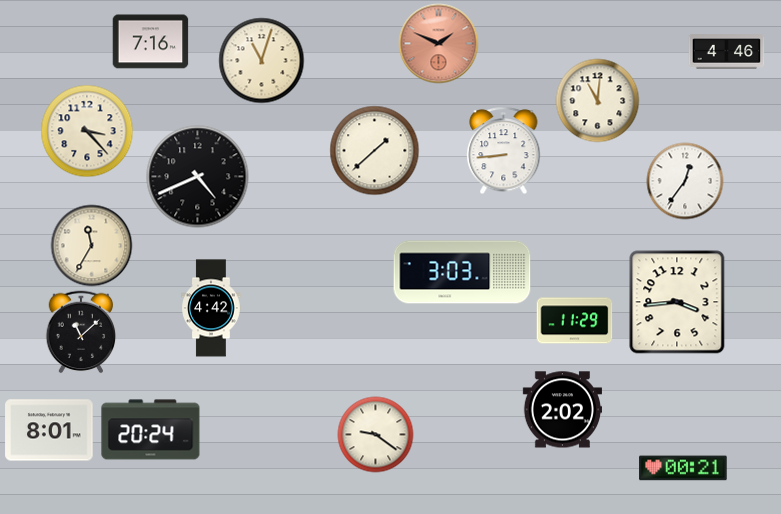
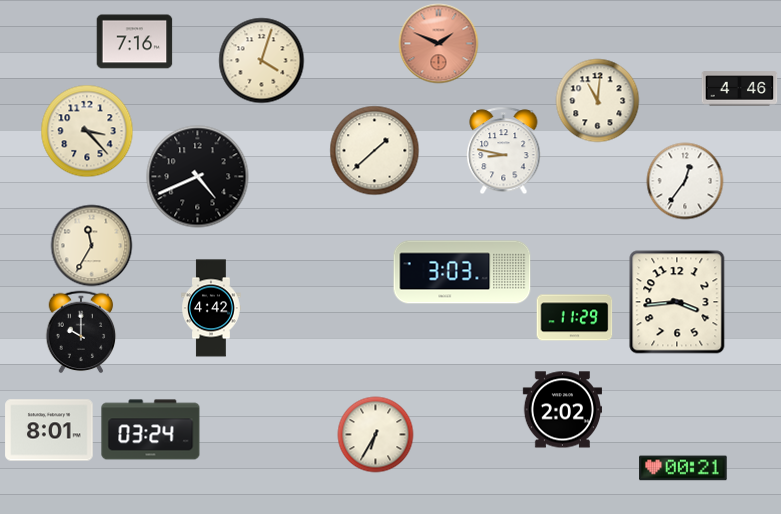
clock at (151, 42) position: (151, 42) -> (135, 42)
clock at (727, 52) position: (727, 52) -> (740, 89)
clock at (262, 61): 11:03 -> 4:03
clock at (504, 151): 8:44 -> 8:47
clock at (575, 321) position: (575, 321) -> (575, 318)
clock at (81, 332): 11:08 -> 10:00
clock at (151, 430): 20:24 -> 03:24
clock at (376, 435): 9:21 -> 6:35
